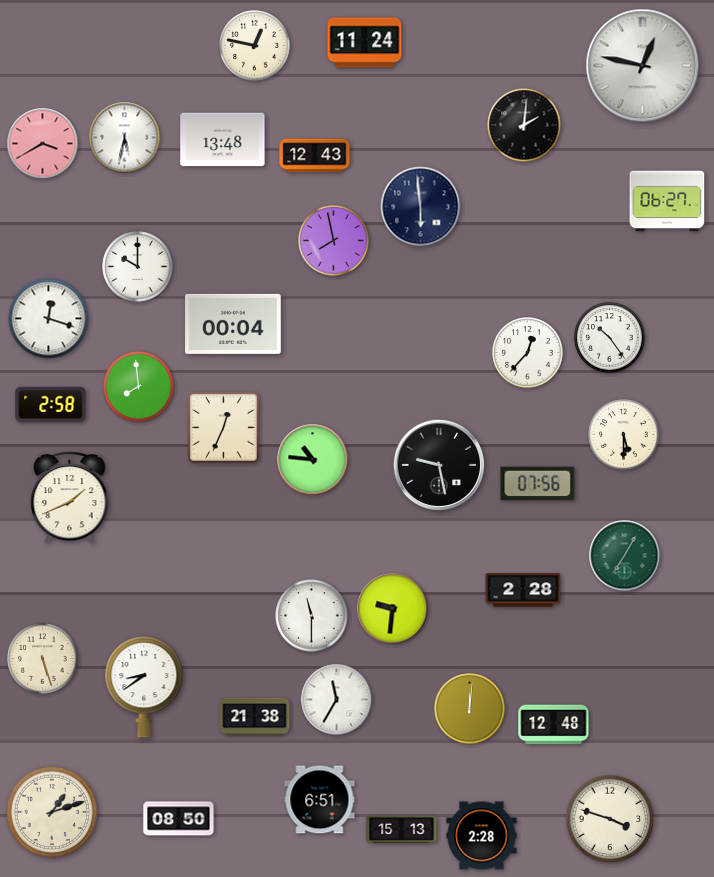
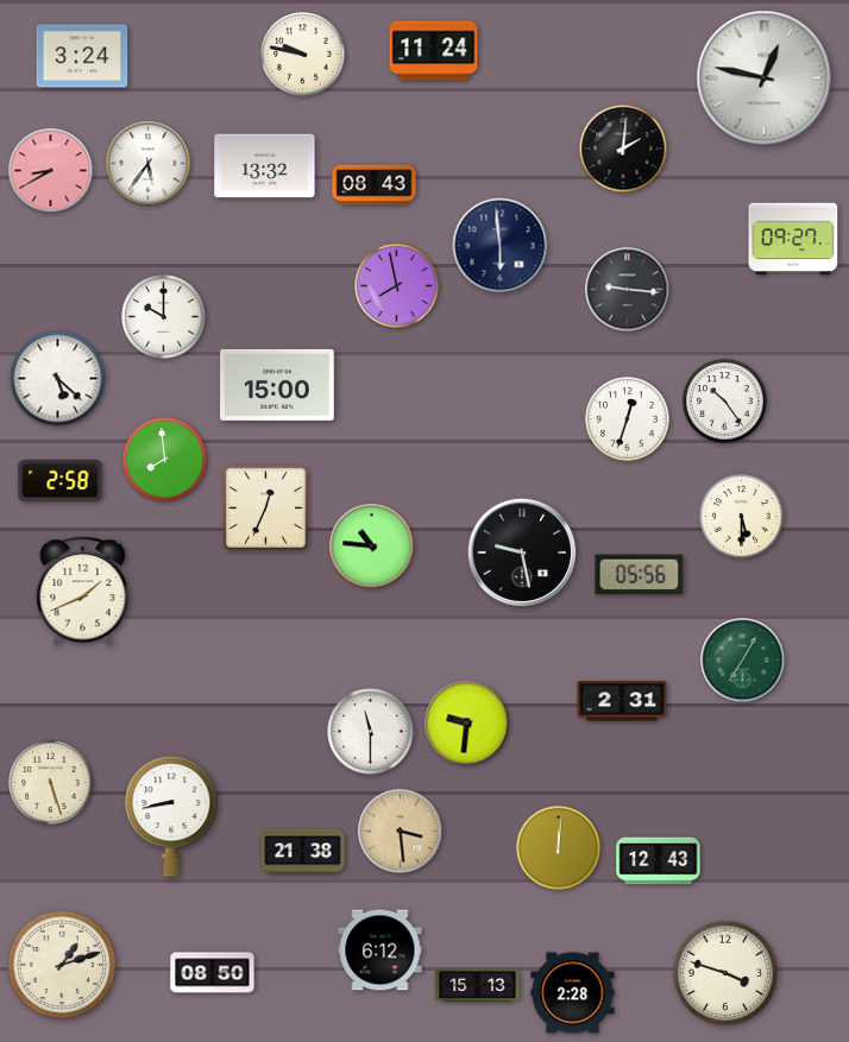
clock at (255, 46): 12:47 -> 9:47
clock at (82, 56): none -> 3:24
clock at (125, 138): 5:32 -> 5:36
clock at (223, 140): 13:48 -> 13:32
clock at (43, 144): 3:40 -> 8:40
clock at (315, 156): 12:43 -> 08:43
clock at (667, 201): 06:27 -> 09:27
clock at (628, 290): none -> 9:16
clock at (49, 319): 12:18 -> 5:22
clock at (234, 324): 00:04 -> 15:00
clock at (528, 353): 12:37 -> 12:33
clock at (538, 484): 07:56 -> 05:56
clock at (523, 590): 2:28 -> 2:31
clock at (144, 687): 8:39 -> 8:43
clock at (337, 700): 11:35 -> 3:29
clock at (337, 700) dial: white -> champagne
clock at (470, 709) position: (470, 709) -> (559, 848)
clock at (554, 725): 12:48 -> 12:43
clock at (320, 800): 6:51 -> 6:12
